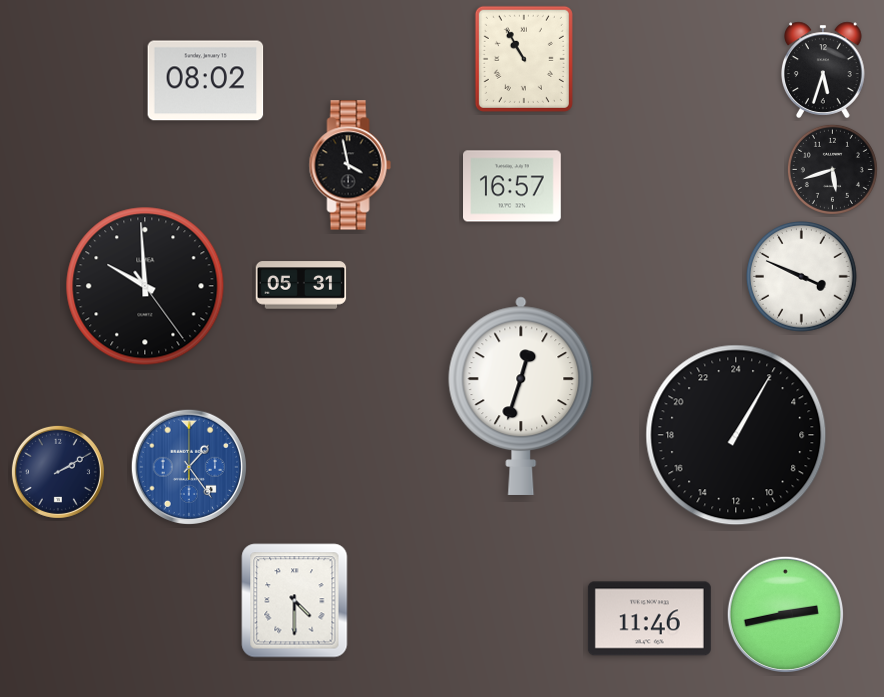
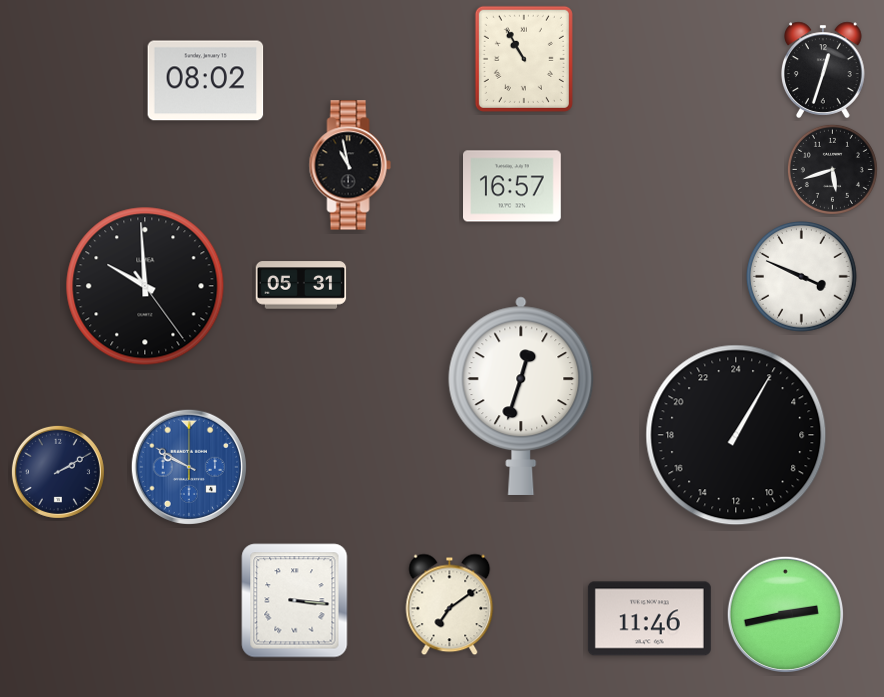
clock at (823, 70): 5:33 -> 12:33
clock at (350, 165): 3:58 -> 10:58
clock at (188, 466): 1:24 -> 9:50
clock at (295, 601): 4:30 -> 3:16
clock at (450, 605): none -> 7:09
